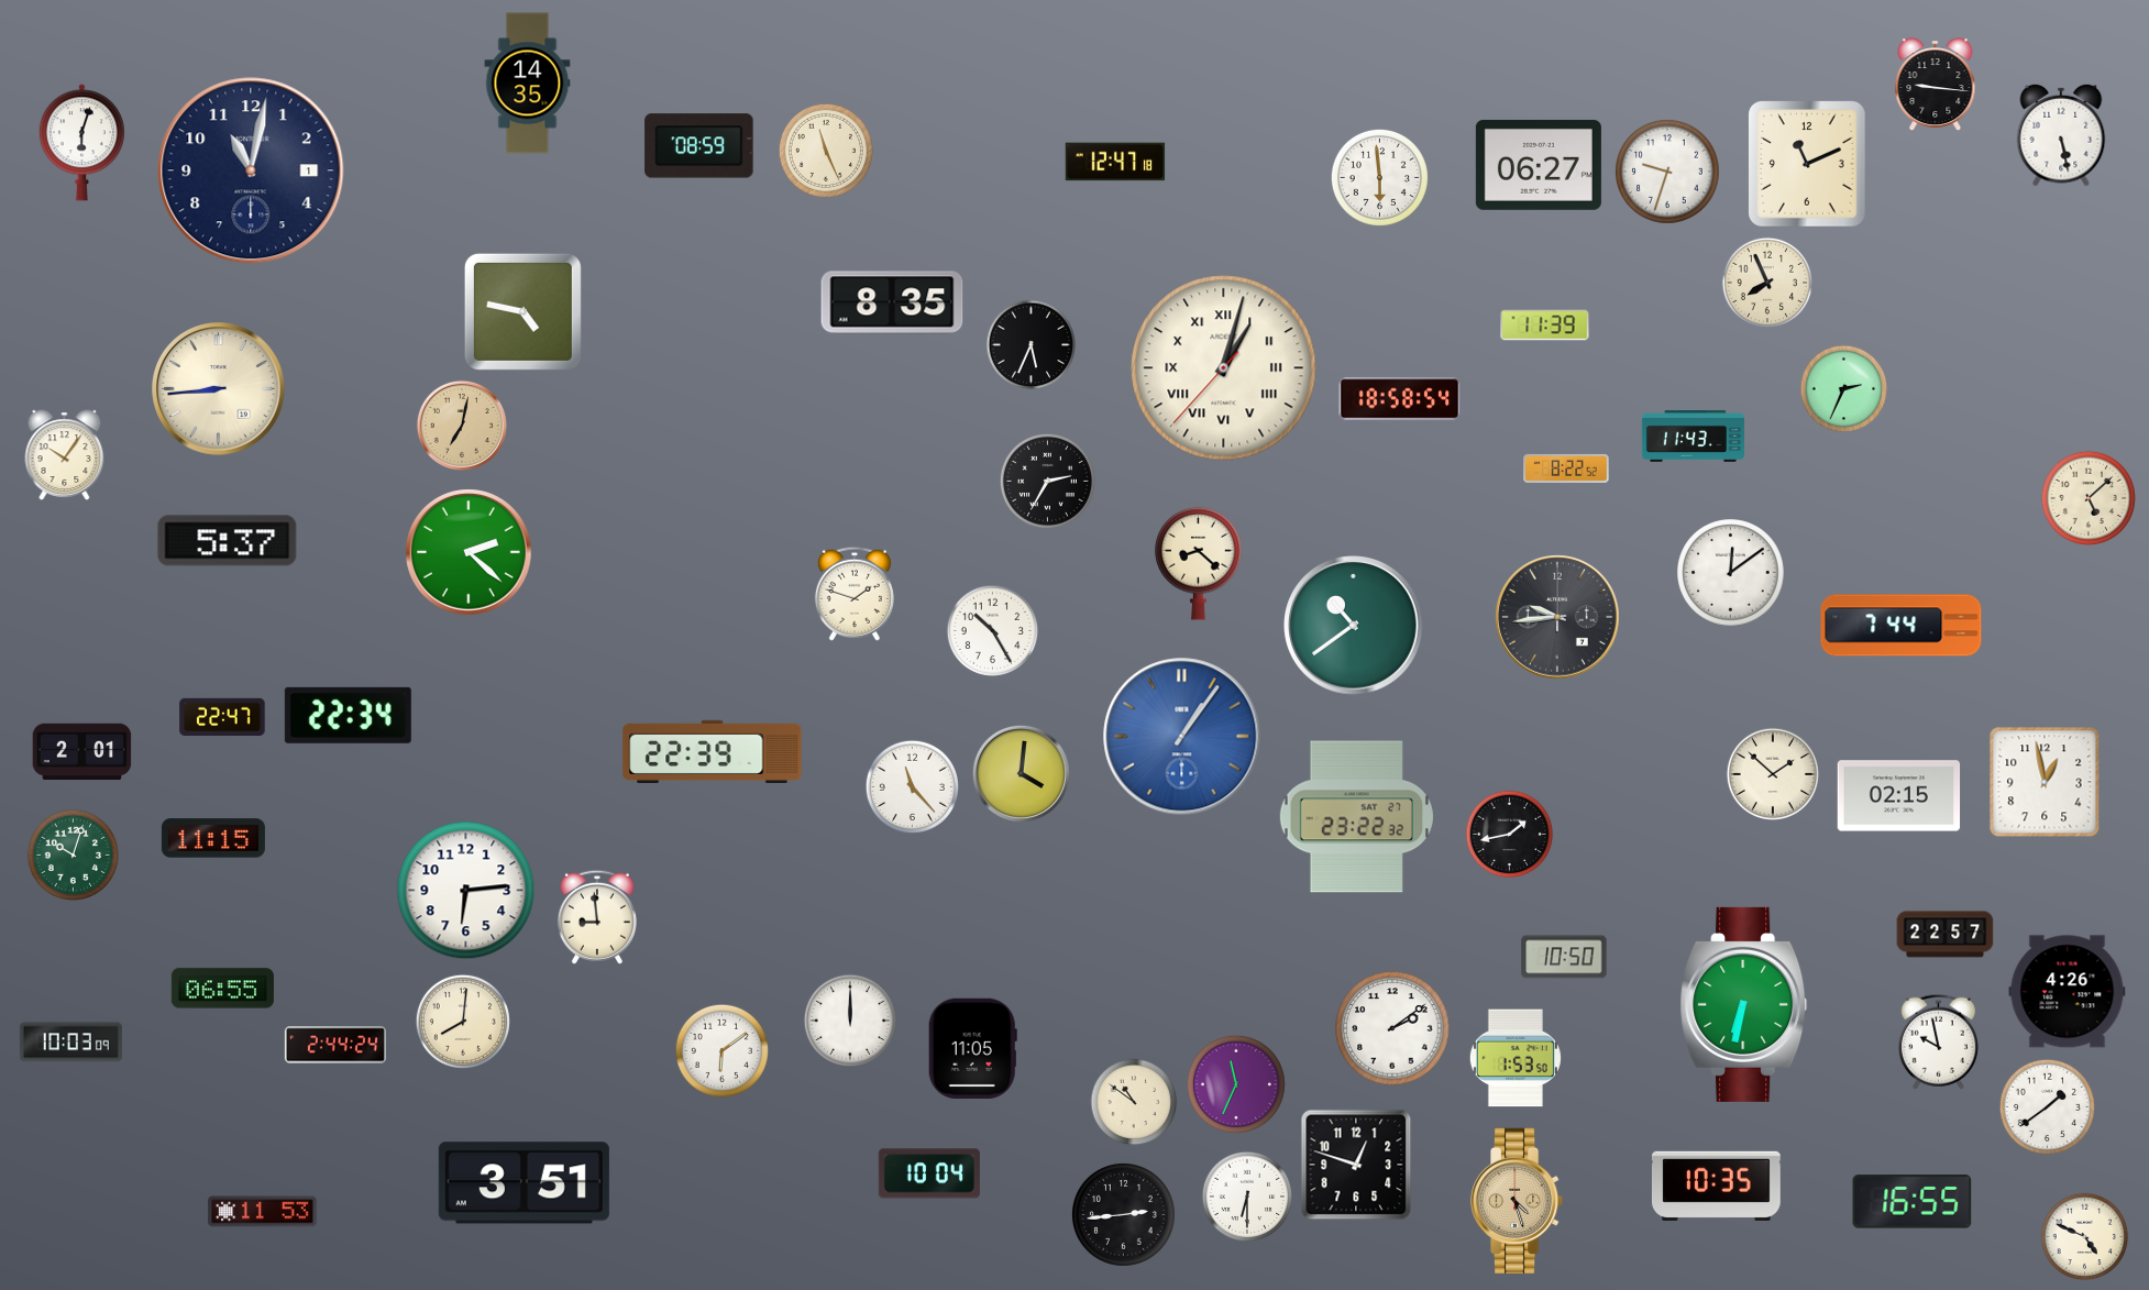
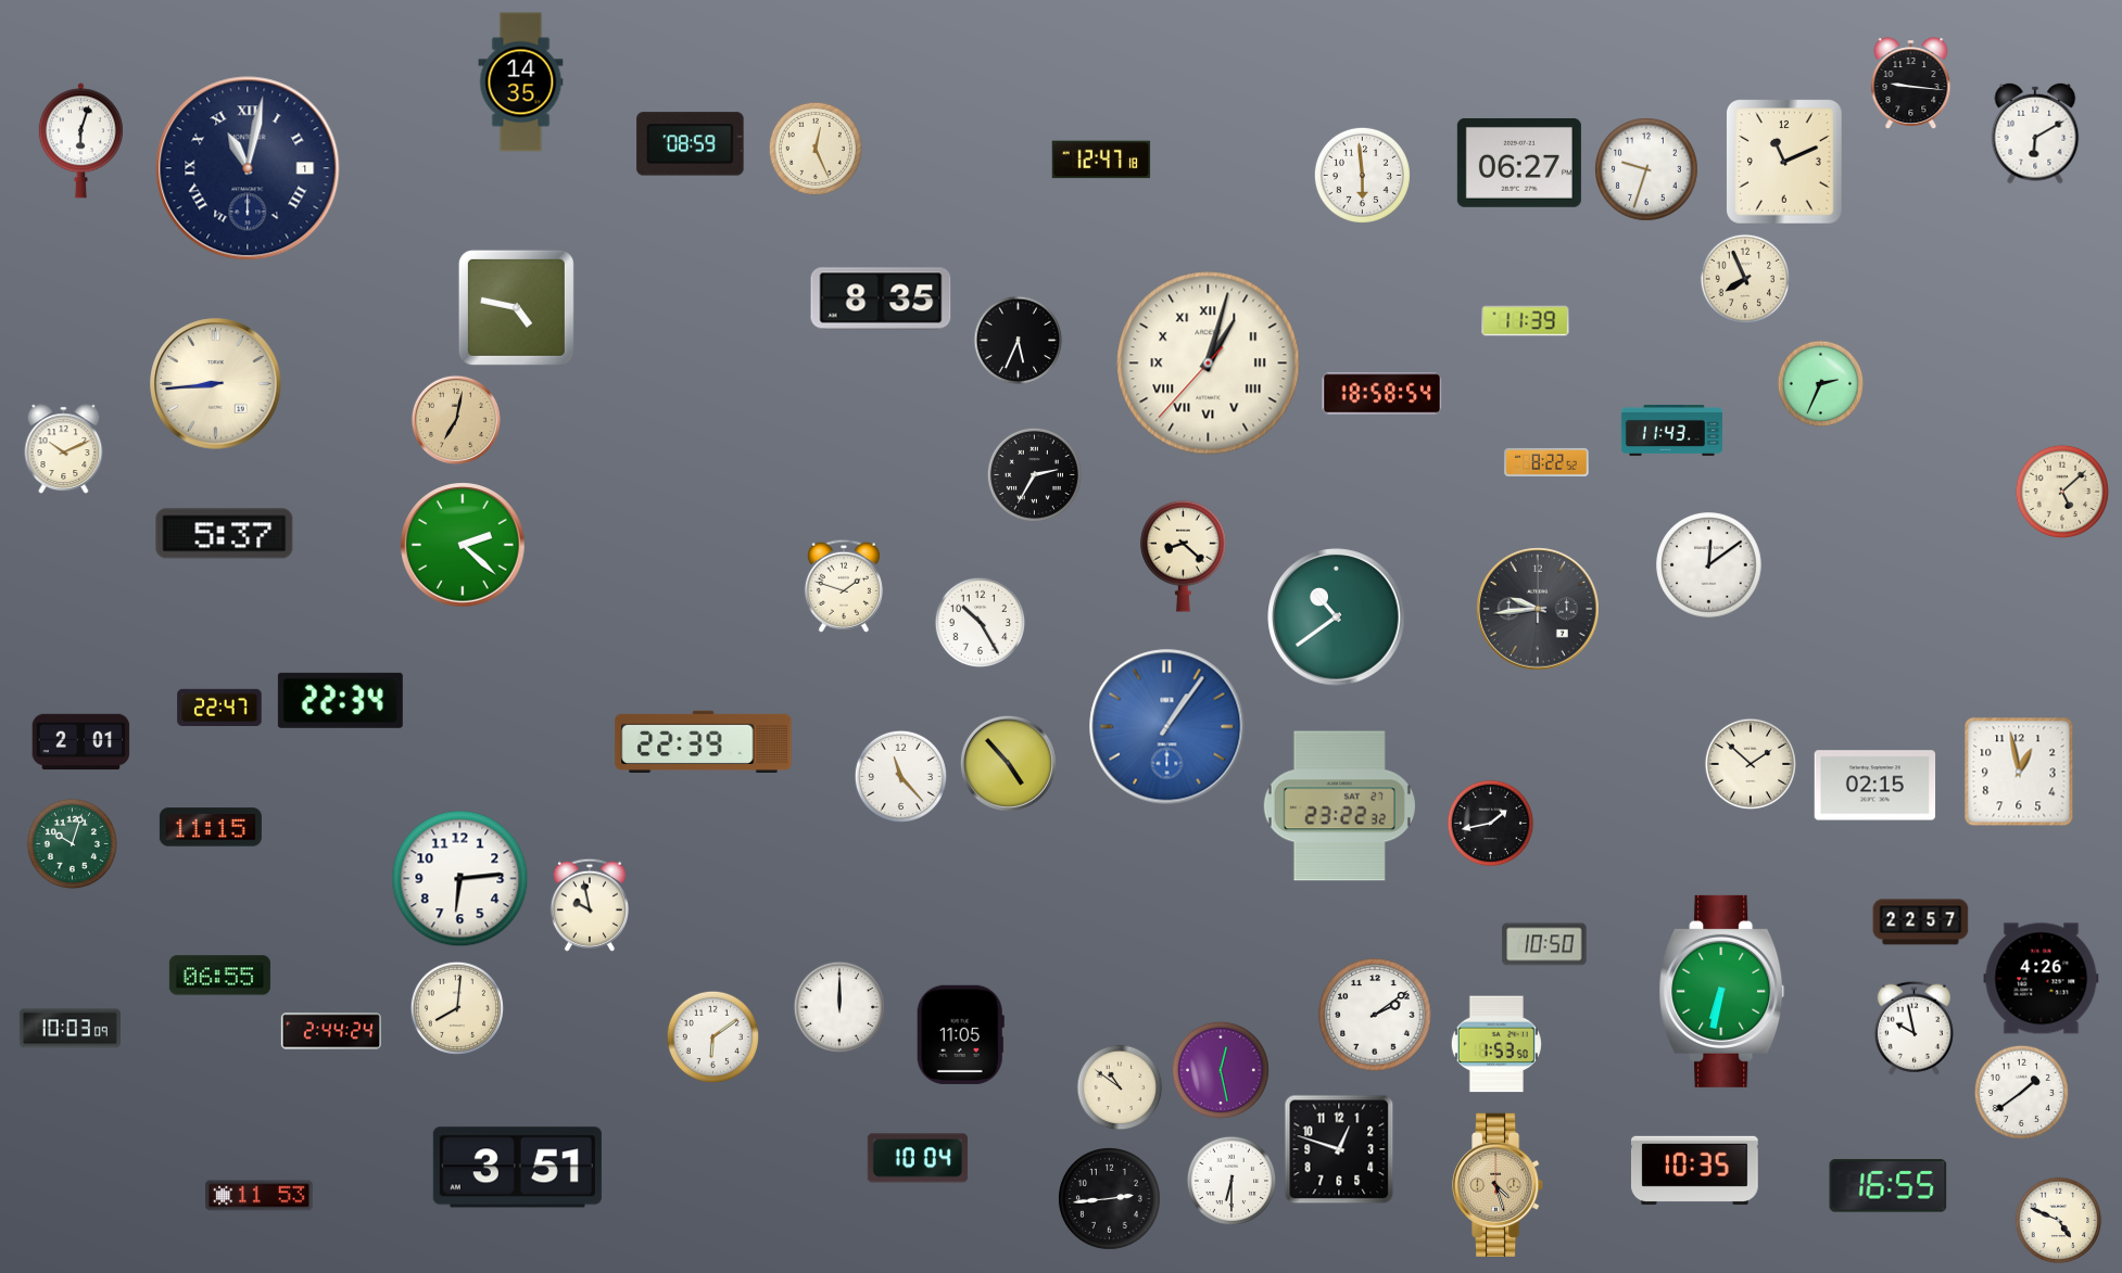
clock at (2061, 135): 5:28 -> 6:10
clock at (826, 151): 11:26 -> 12:26
clock at (251, 170) numerals: Arabic -> Roman
clock at (65, 455): 10:06 -> 10:11
clock at (1902, 626): 7:44 -> none
clock at (348, 715) position: (348, 715) -> (340, 700)
clock at (1021, 773): 4:01 -> 4:53
clock at (597, 917): 8:59 -> 9:58
clock at (1236, 1084): 11:34 -> 12:28
